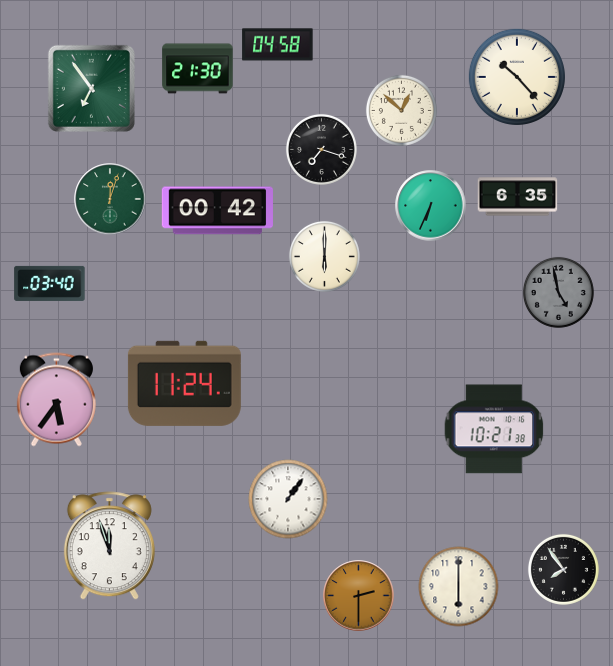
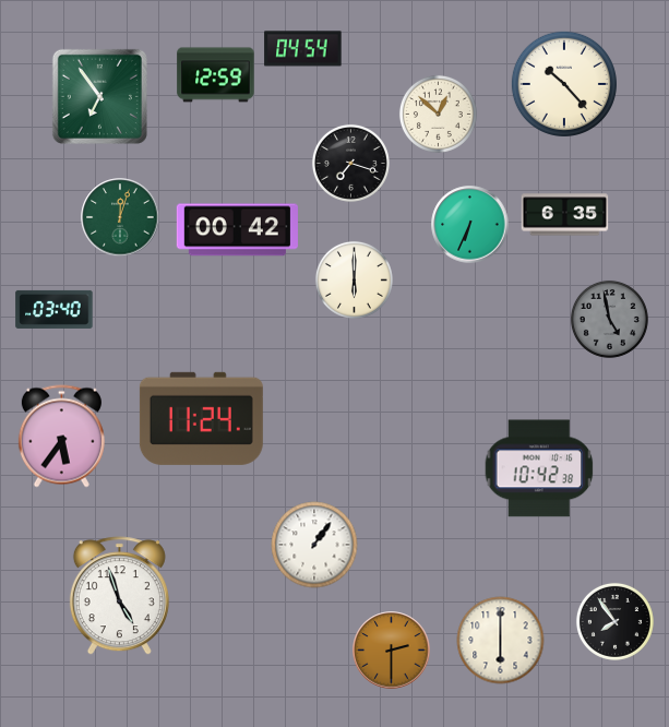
clock at (278, 45): 04:58 -> 04:54
clock at (198, 69): 21:30 -> 12:59
clock at (401, 110) position: (401, 110) -> (438, 114)
clock at (494, 429): 10:21 -> 10:42
clock at (109, 546): 11:57 -> 4:57
